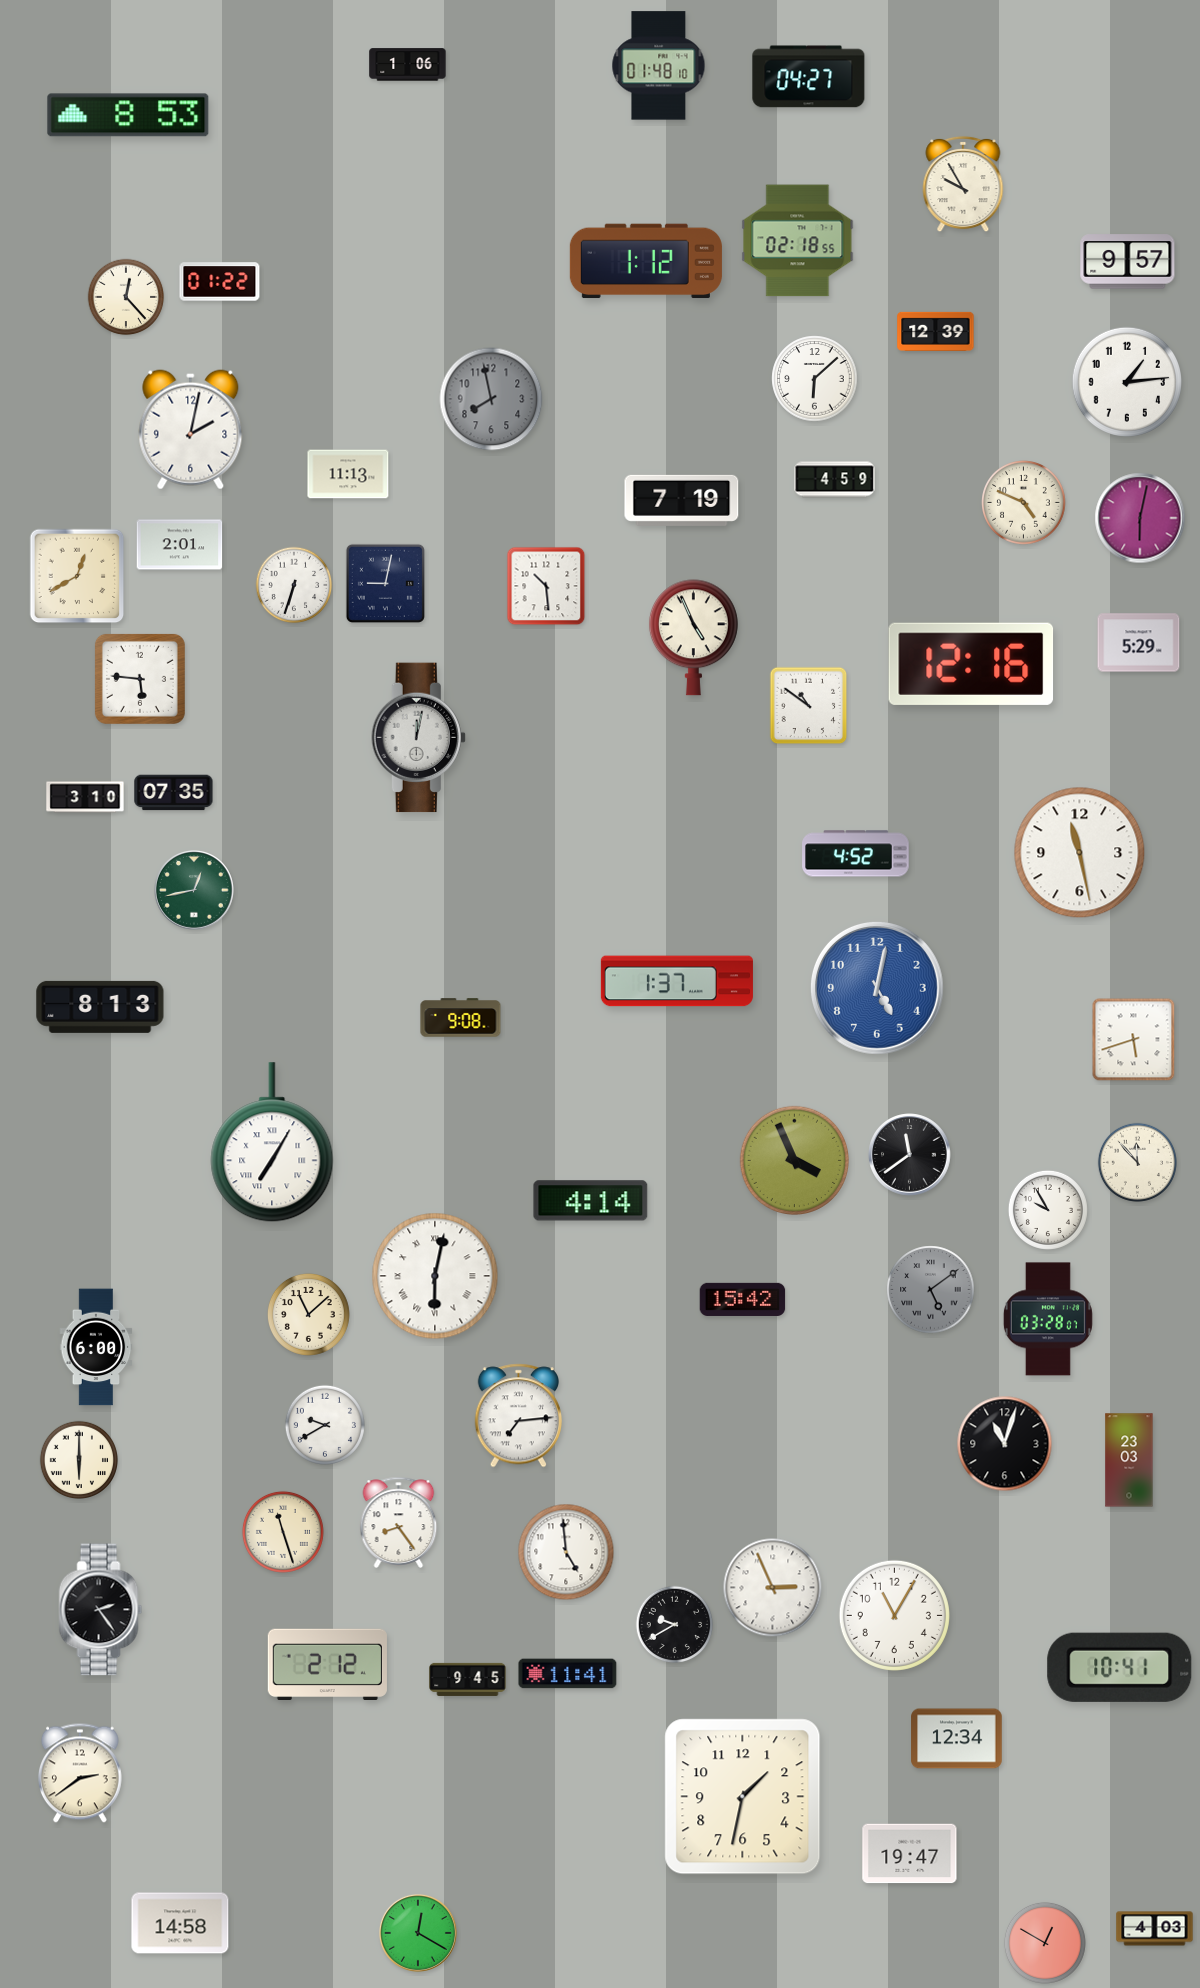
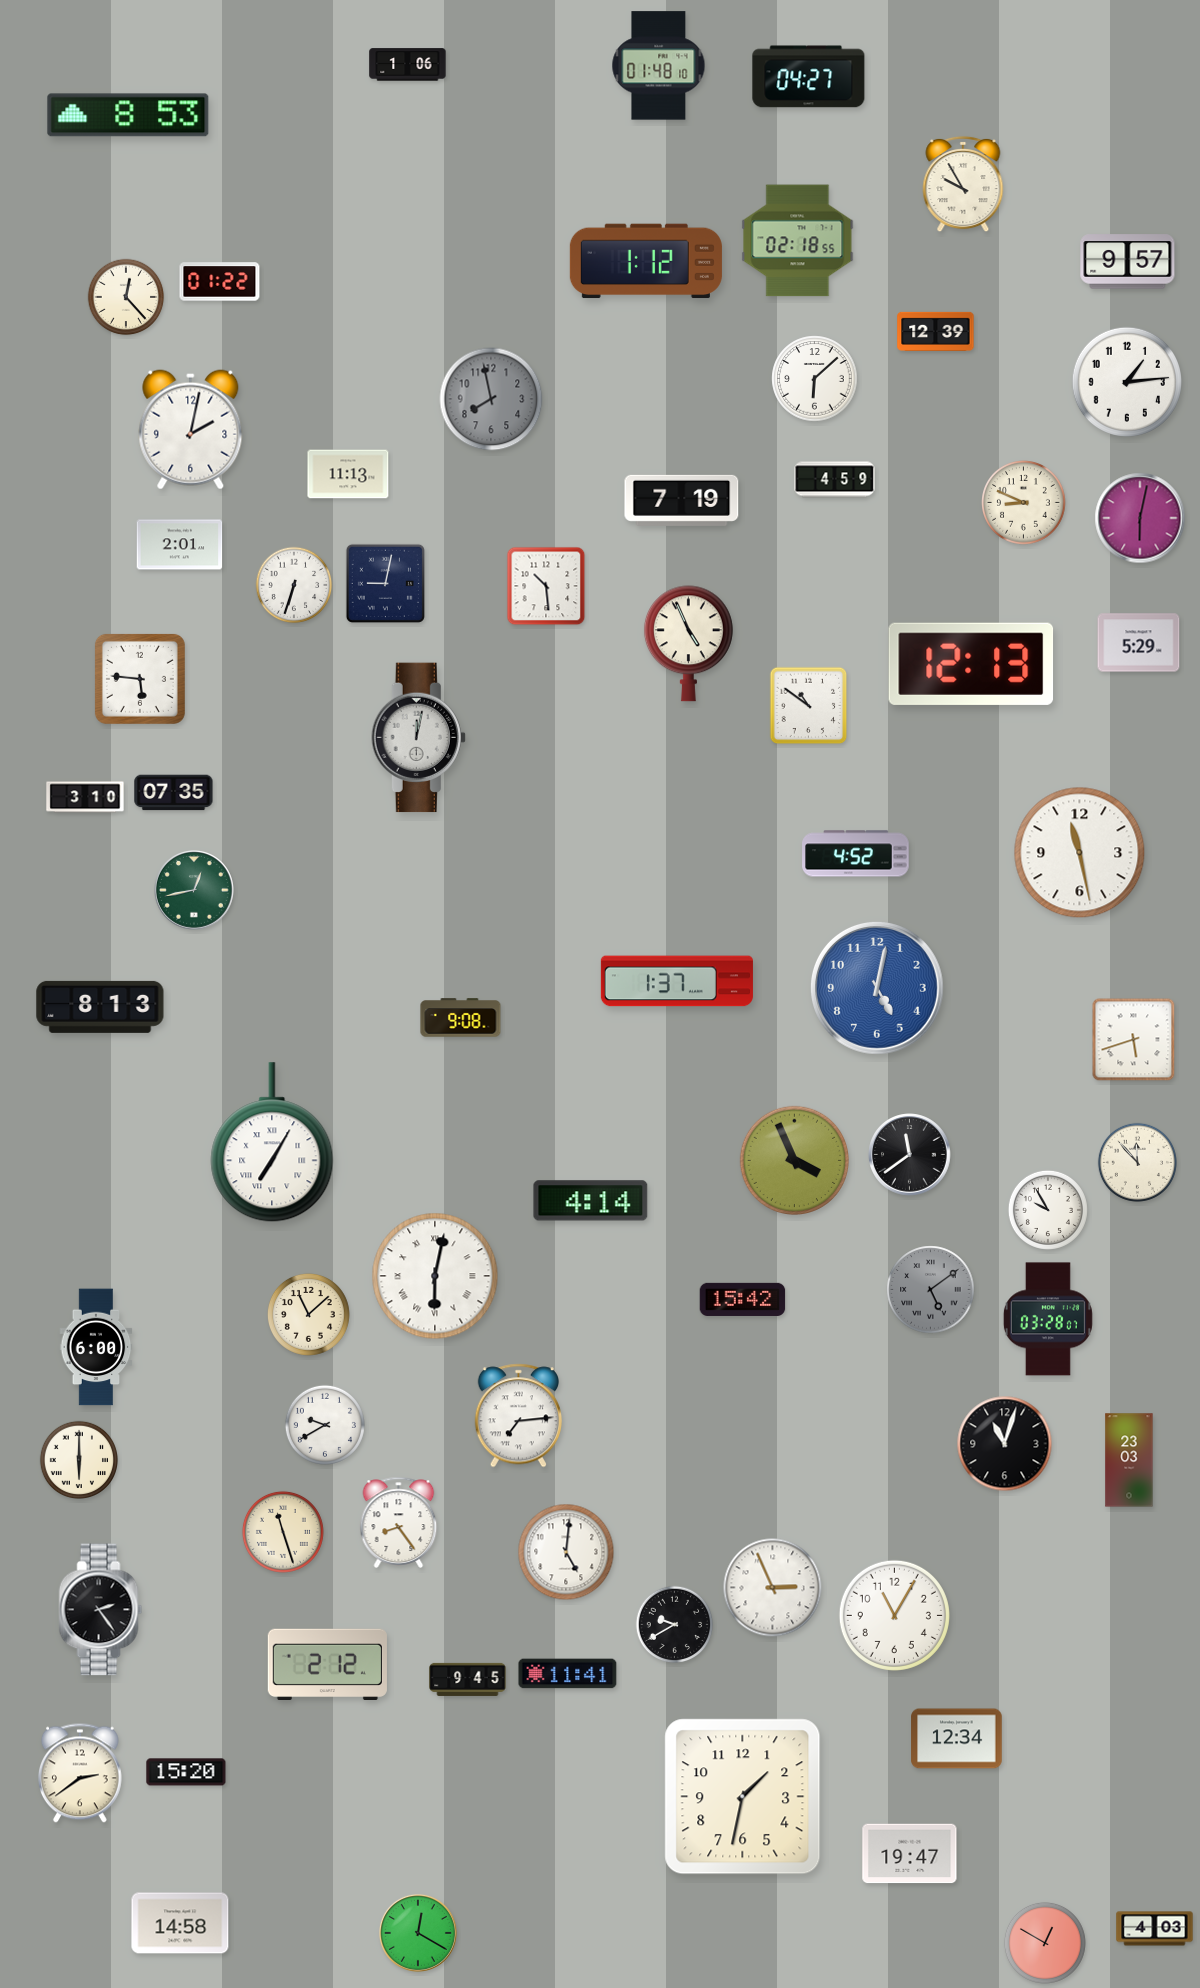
clock at (1024, 503): 4:49 -> 8:49
clock at (77, 576): 12:40 -> none
clock at (693, 638) position: (693, 638) -> (688, 644)
clock at (971, 664): 12:16 -> 12:13
clock at (566, 1552): 4:59 -> 5:01
clock at (1120, 1667): 10:41 -> none
clock at (186, 1772): none -> 15:20
